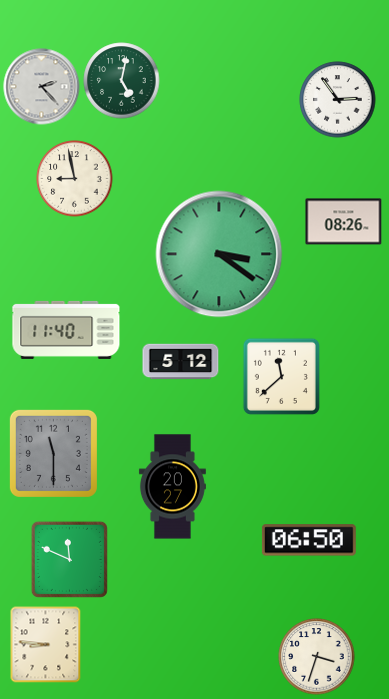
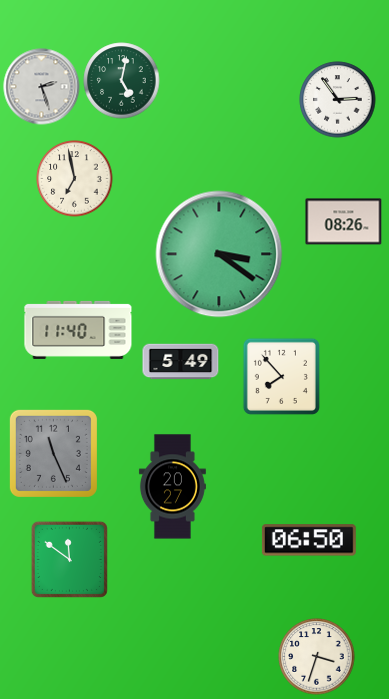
clock at (42, 87): 2:23 -> 2:27
clock at (75, 179): 8:58 -> 6:58
clock at (66, 330) position: (66, 330) -> (78, 330)
clock at (181, 362): 5:12 -> 5:49
clock at (281, 376): 11:38 -> 7:53
clock at (53, 453): 11:30 -> 11:26
clock at (69, 559): 11:49 -> 11:51
clock at (46, 644): 8:46 -> none
